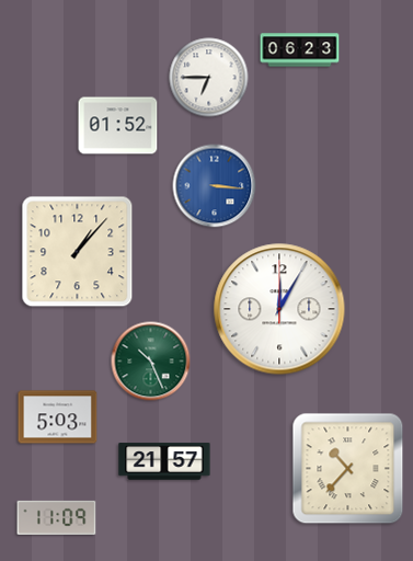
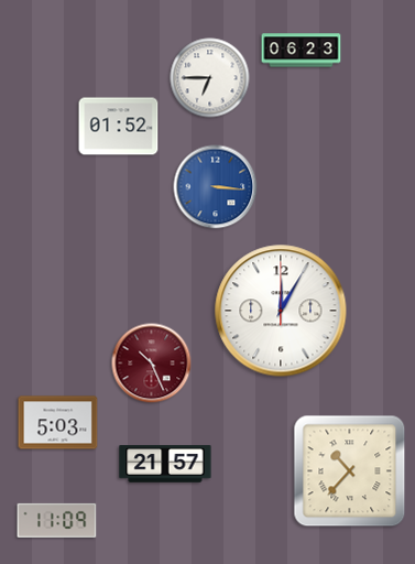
clock at (78, 252): 1:07 -> none
clock at (151, 362) dial: green -> burgundy
clock at (58, 417) position: (58, 417) -> (58, 423)
